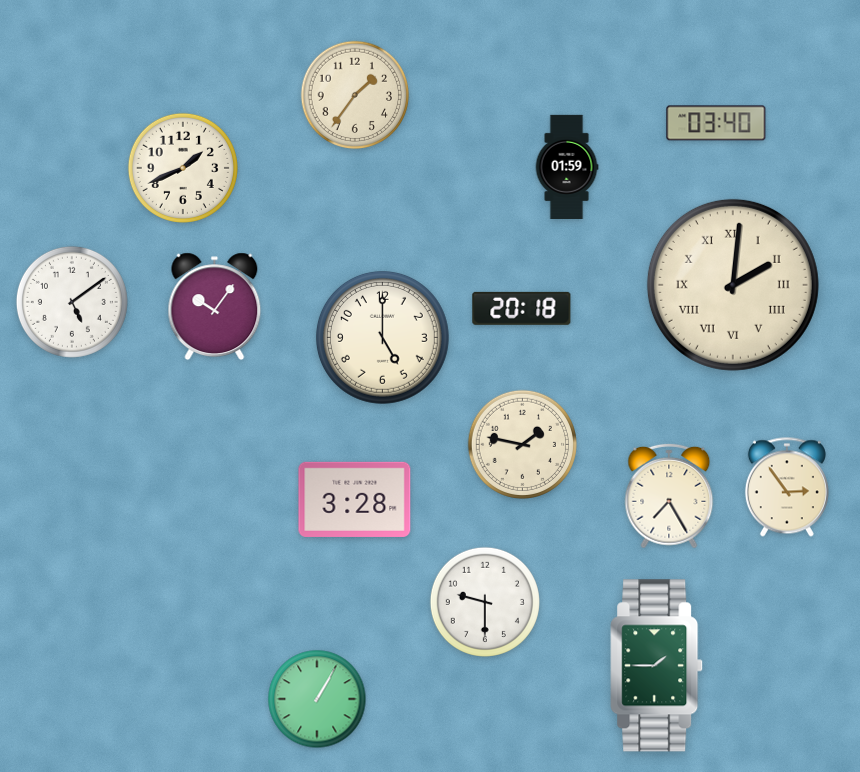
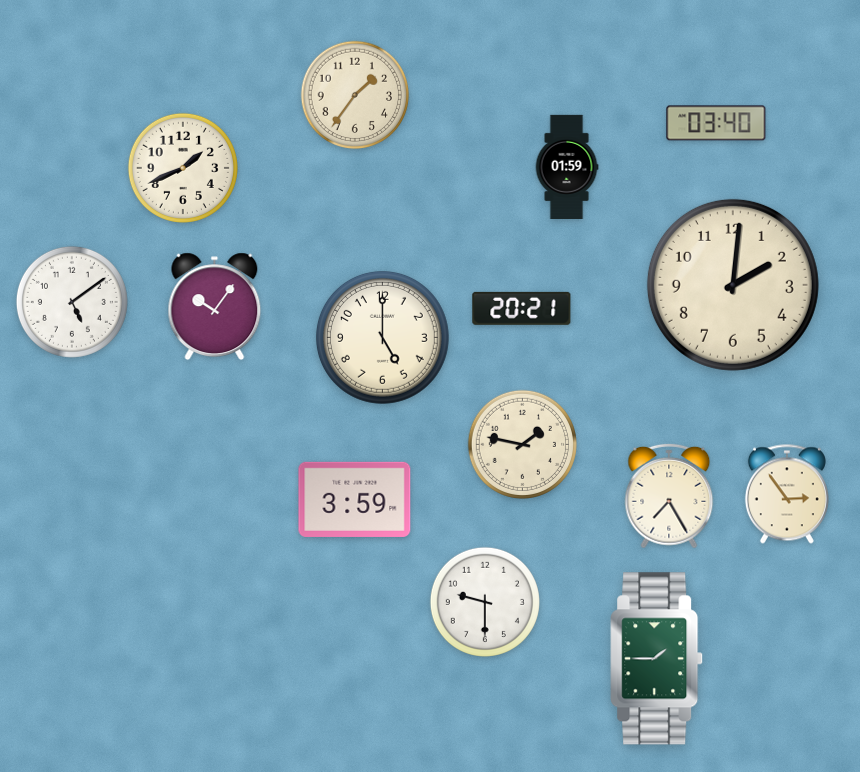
clock at (733, 285) numerals: Roman -> Arabic
clock at (522, 308): 20:18 -> 20:21
clock at (787, 487) position: (787, 487) -> (787, 494)
clock at (355, 499): 3:28 -> 3:59
clock at (657, 666) position: (657, 666) -> (657, 659)
clock at (317, 699): 1:05 -> none
